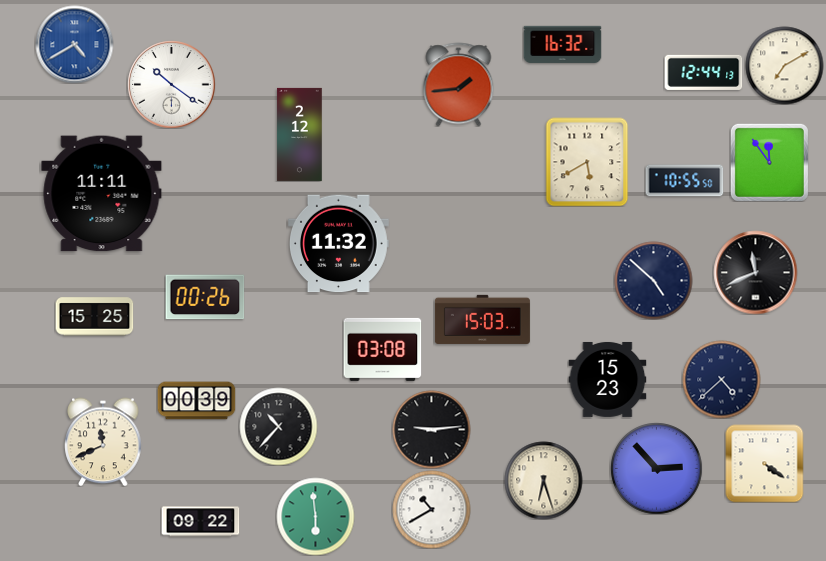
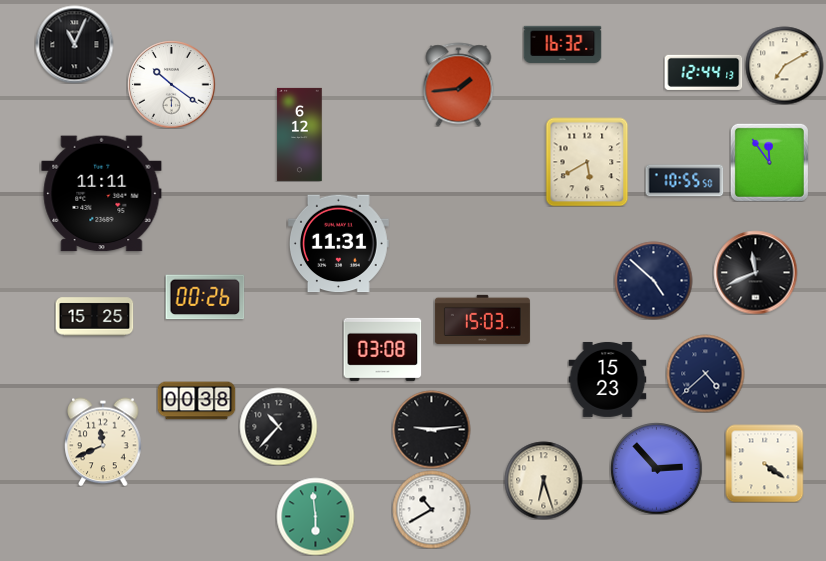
clock at (74, 44): 4:40 -> 11:04
clock at (74, 44) dial: blue -> black
clock at (300, 134): 2:12 -> 6:12
clock at (339, 244): 11:32 -> 11:31
clock at (721, 379) position: (721, 379) -> (705, 373)
clock at (196, 401): 00:39 -> 00:38
clock at (200, 522): 09:22 -> none
